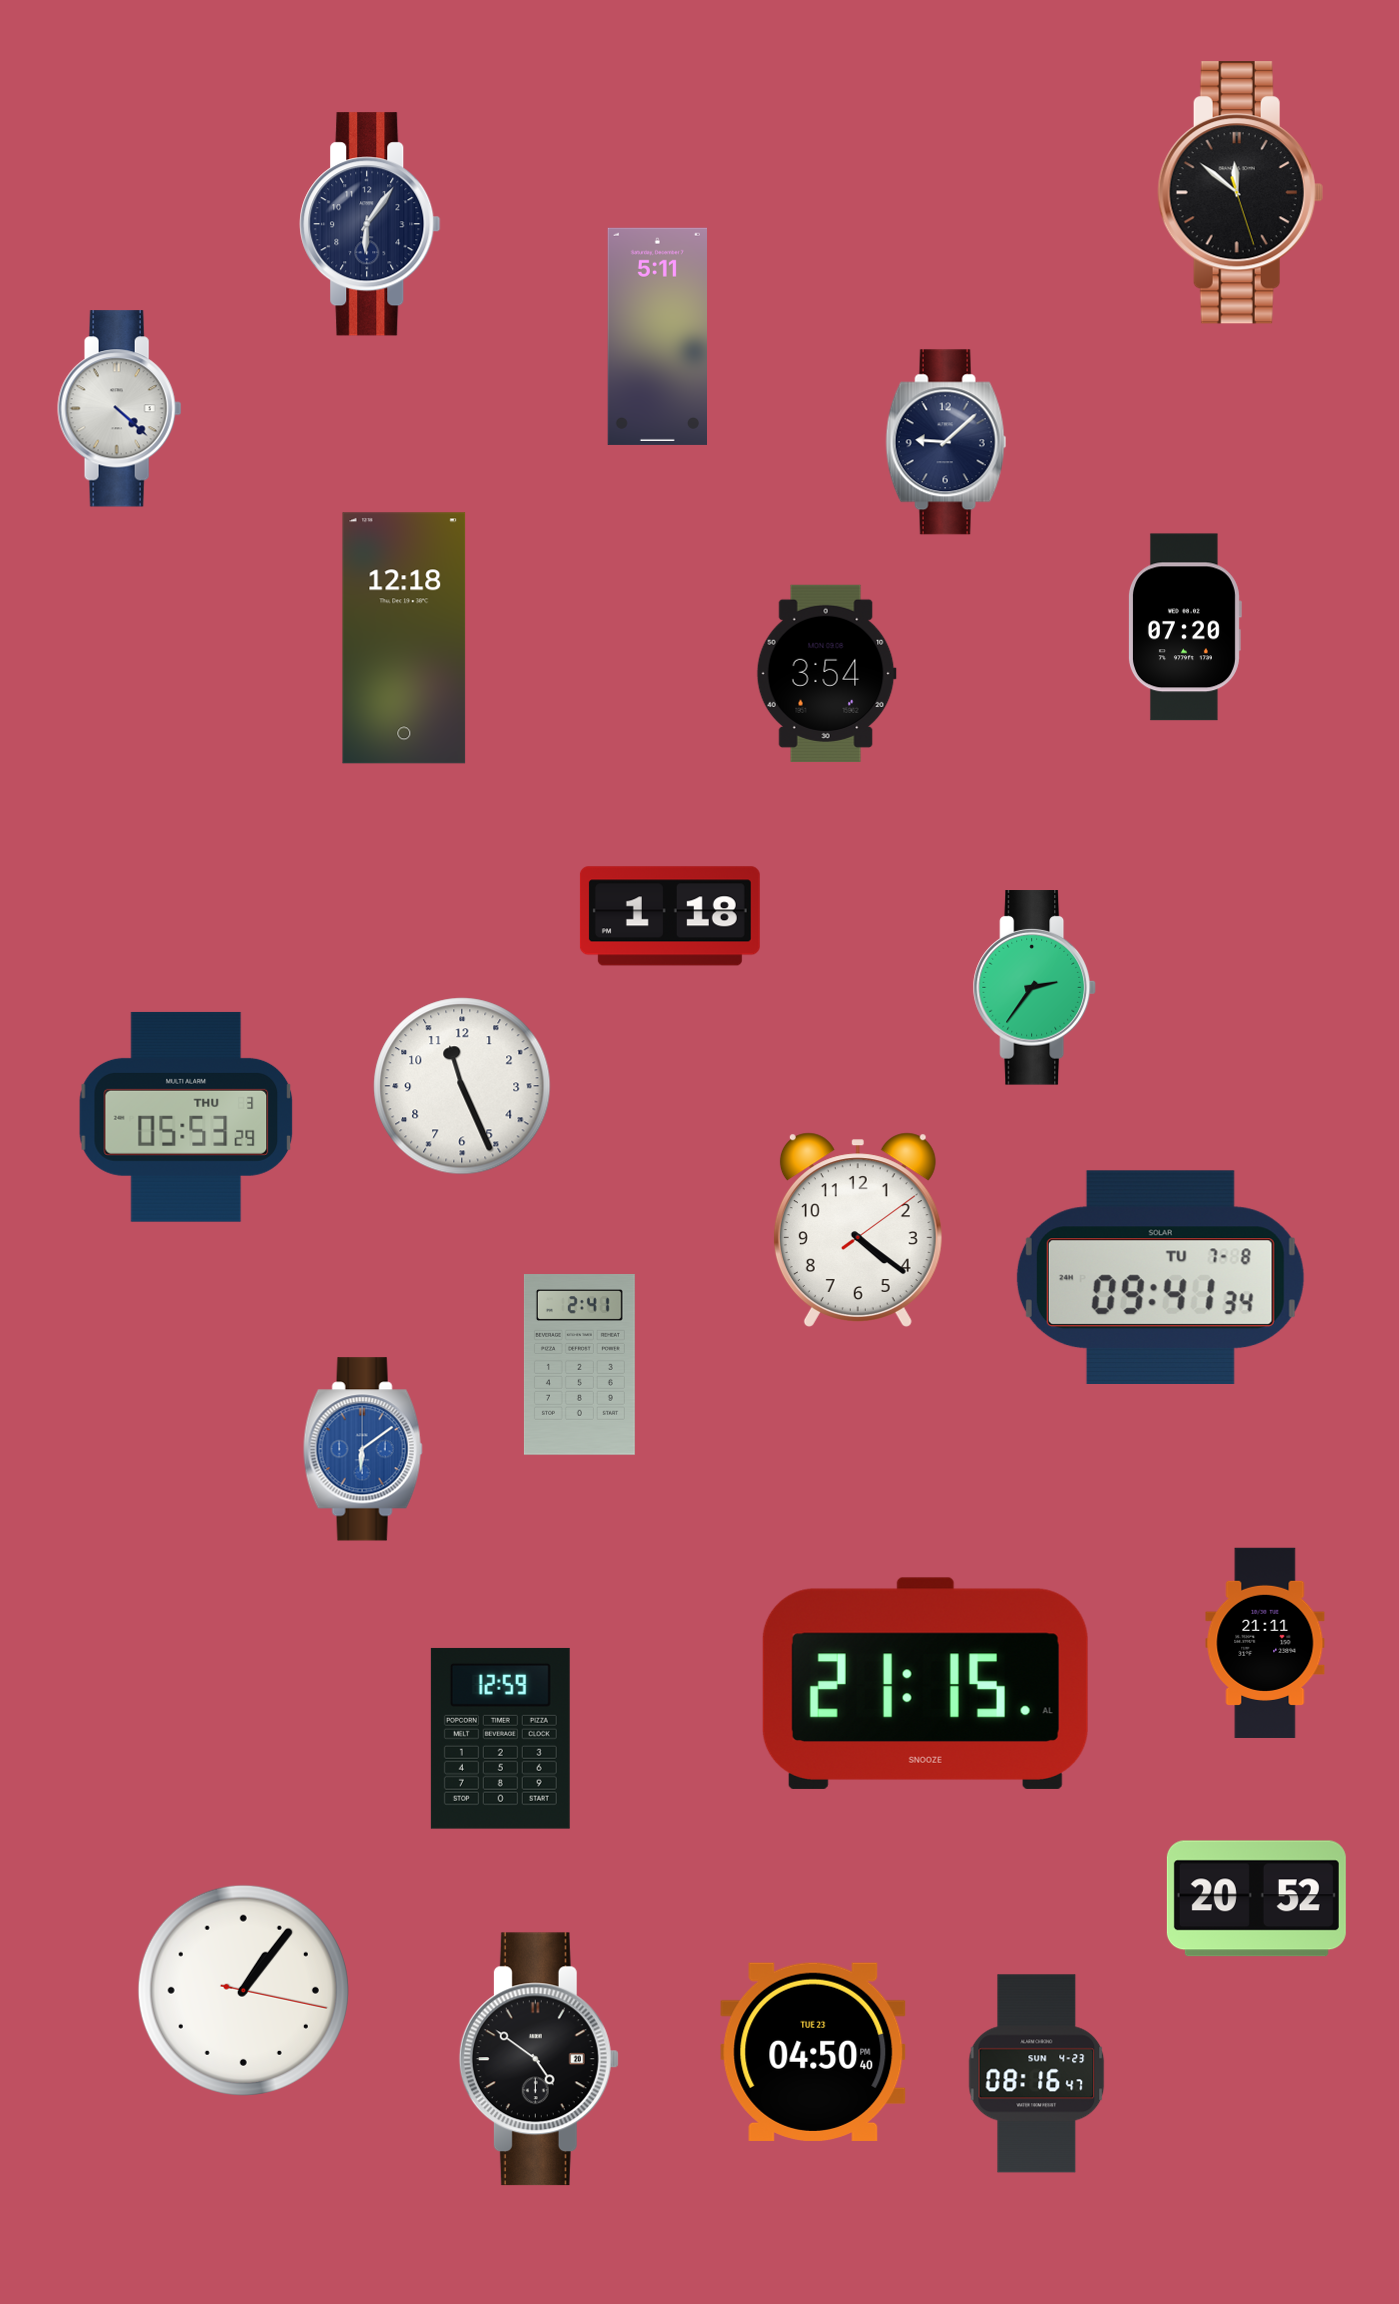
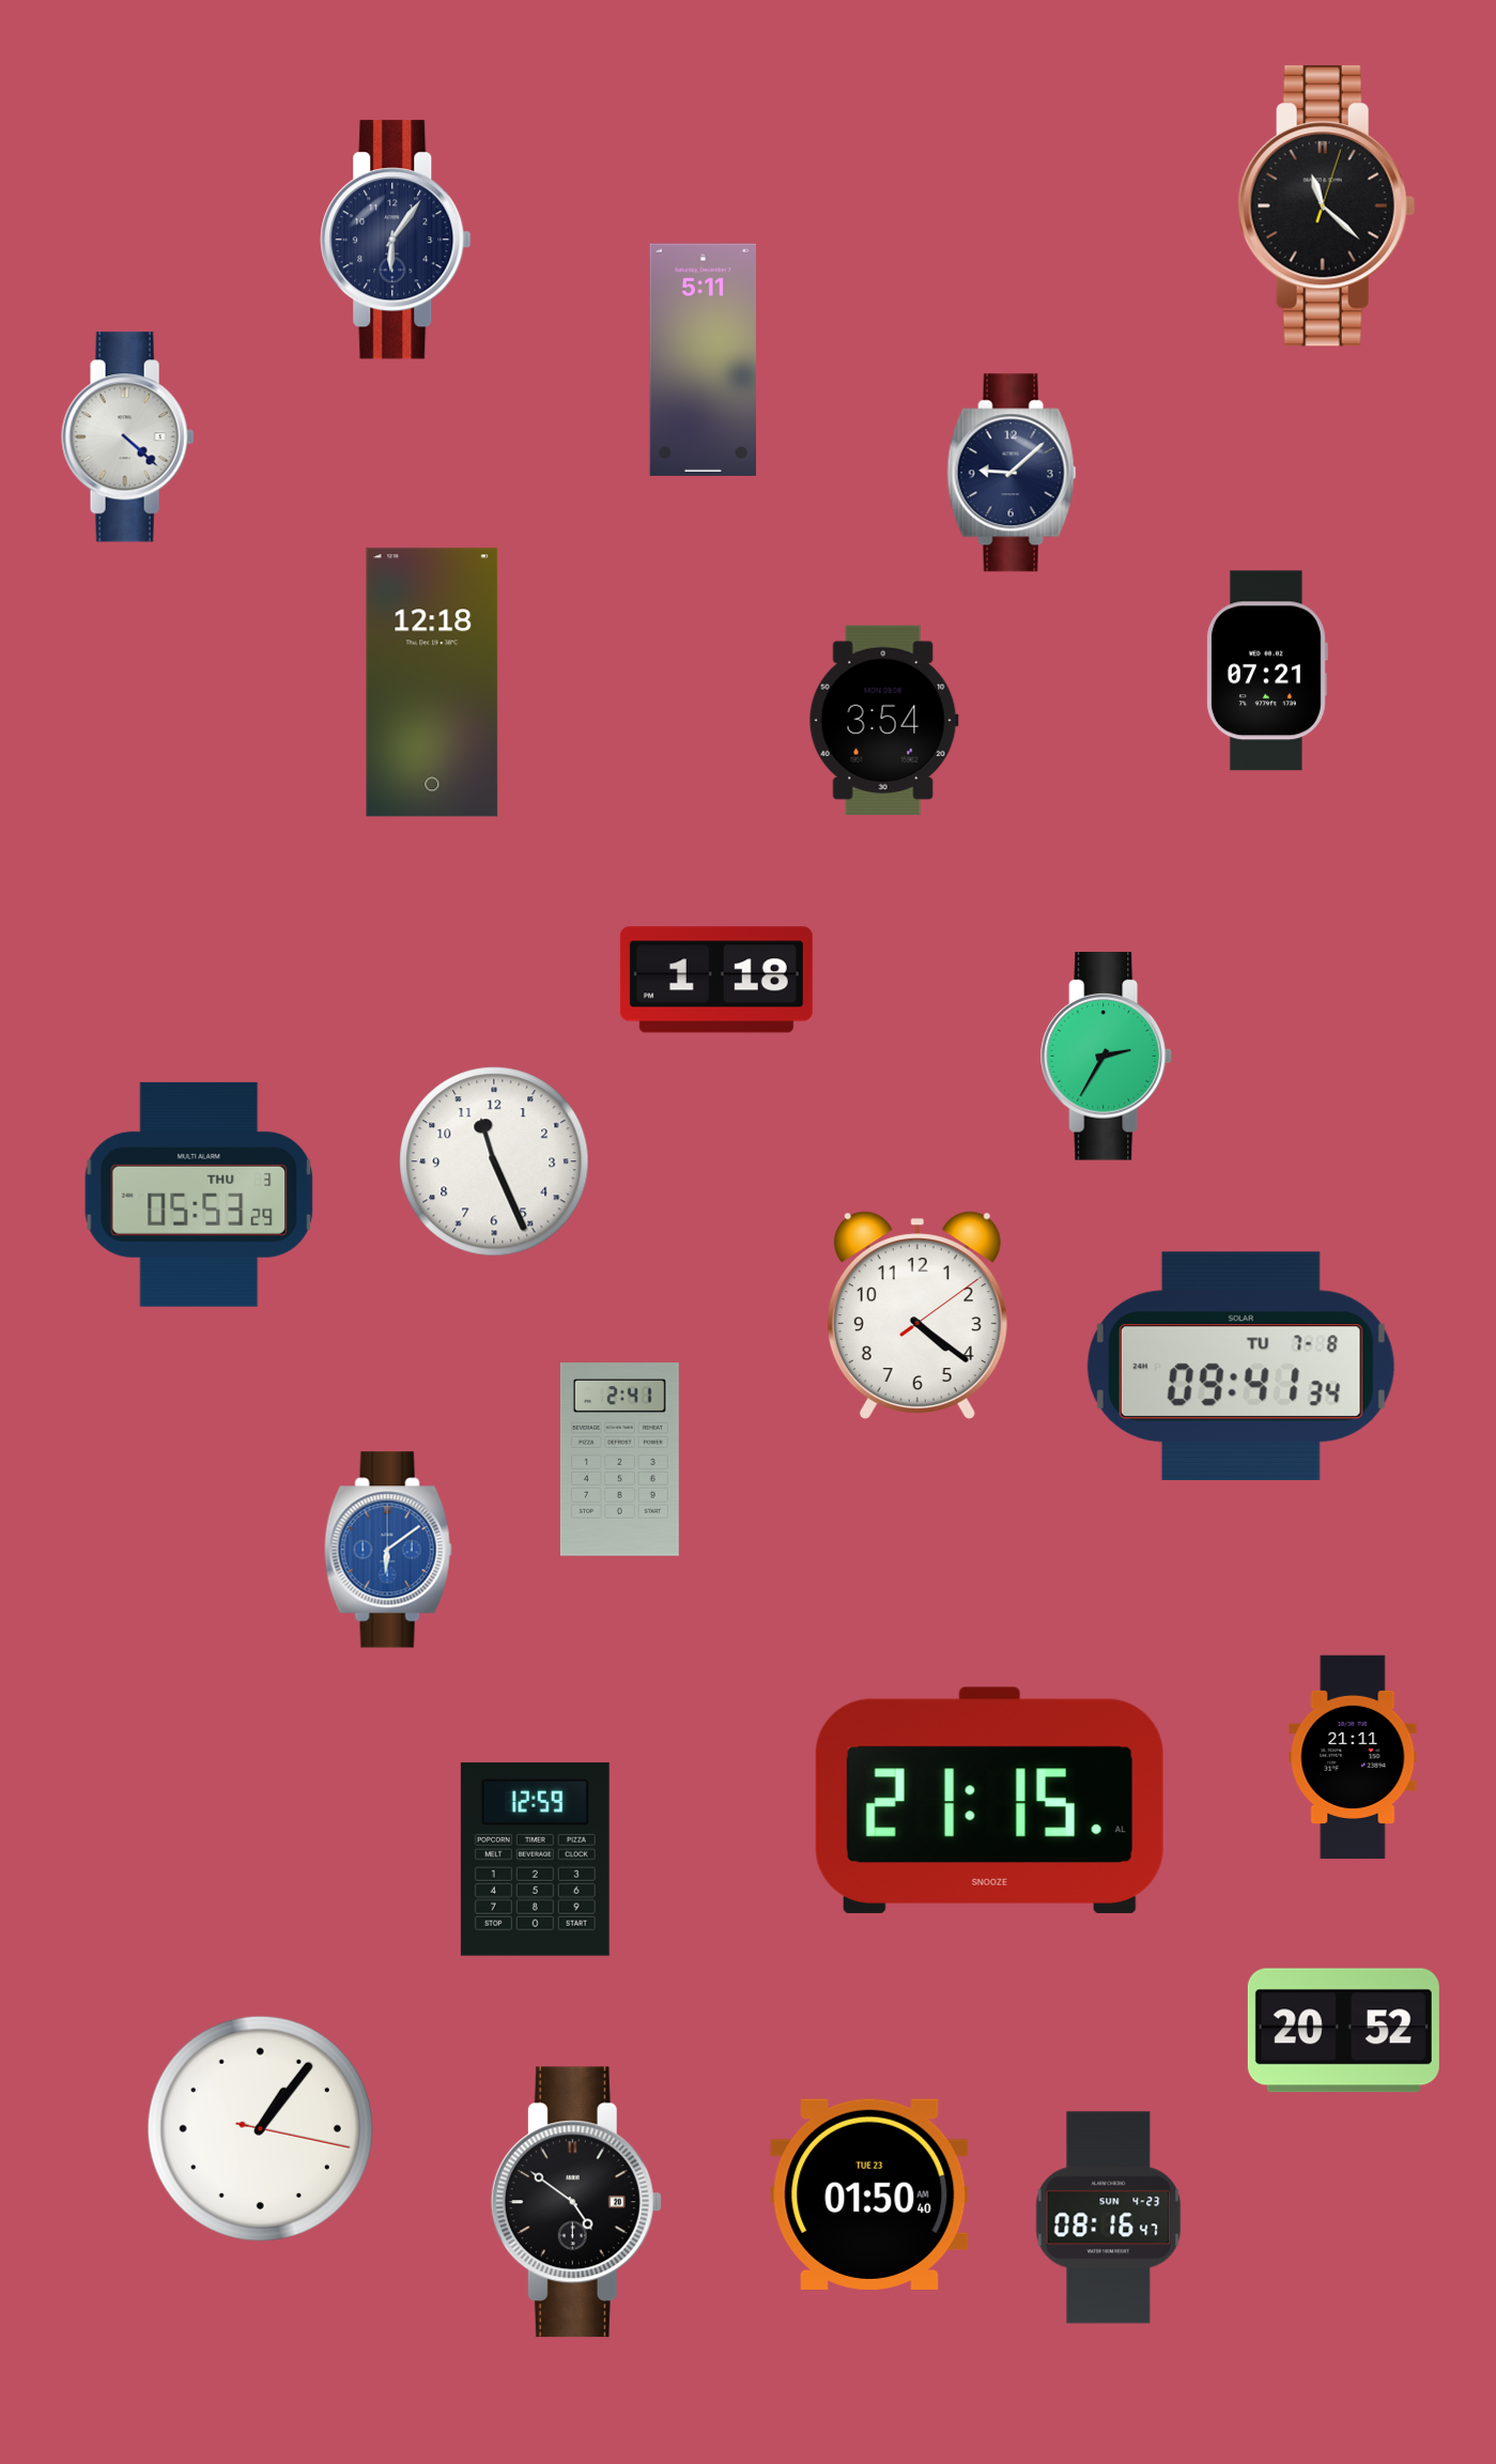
clock at (1240, 193): 11:51 -> 11:22
clock at (1184, 627): 07:20 -> 07:21
clock at (1034, 988): 2:36 -> 2:35
clock at (813, 2052): 04:50 -> 01:50
